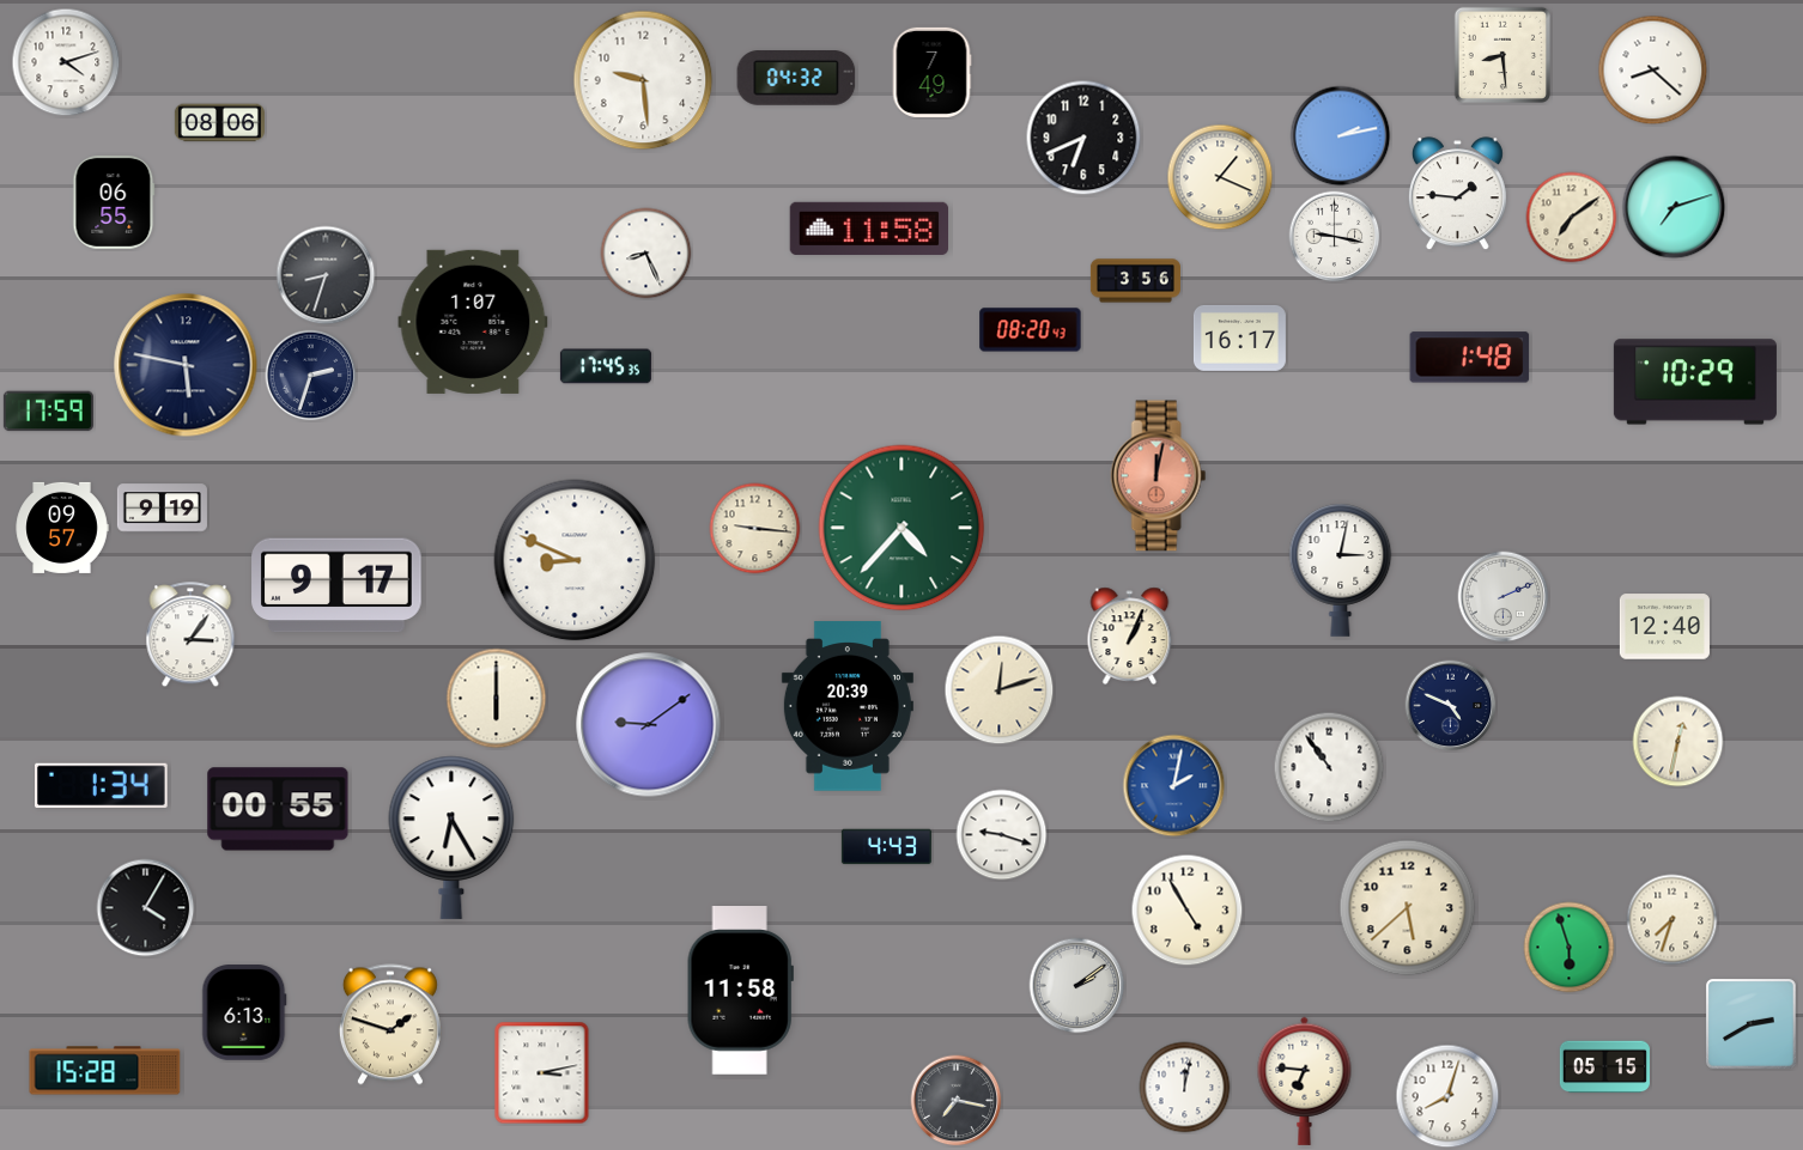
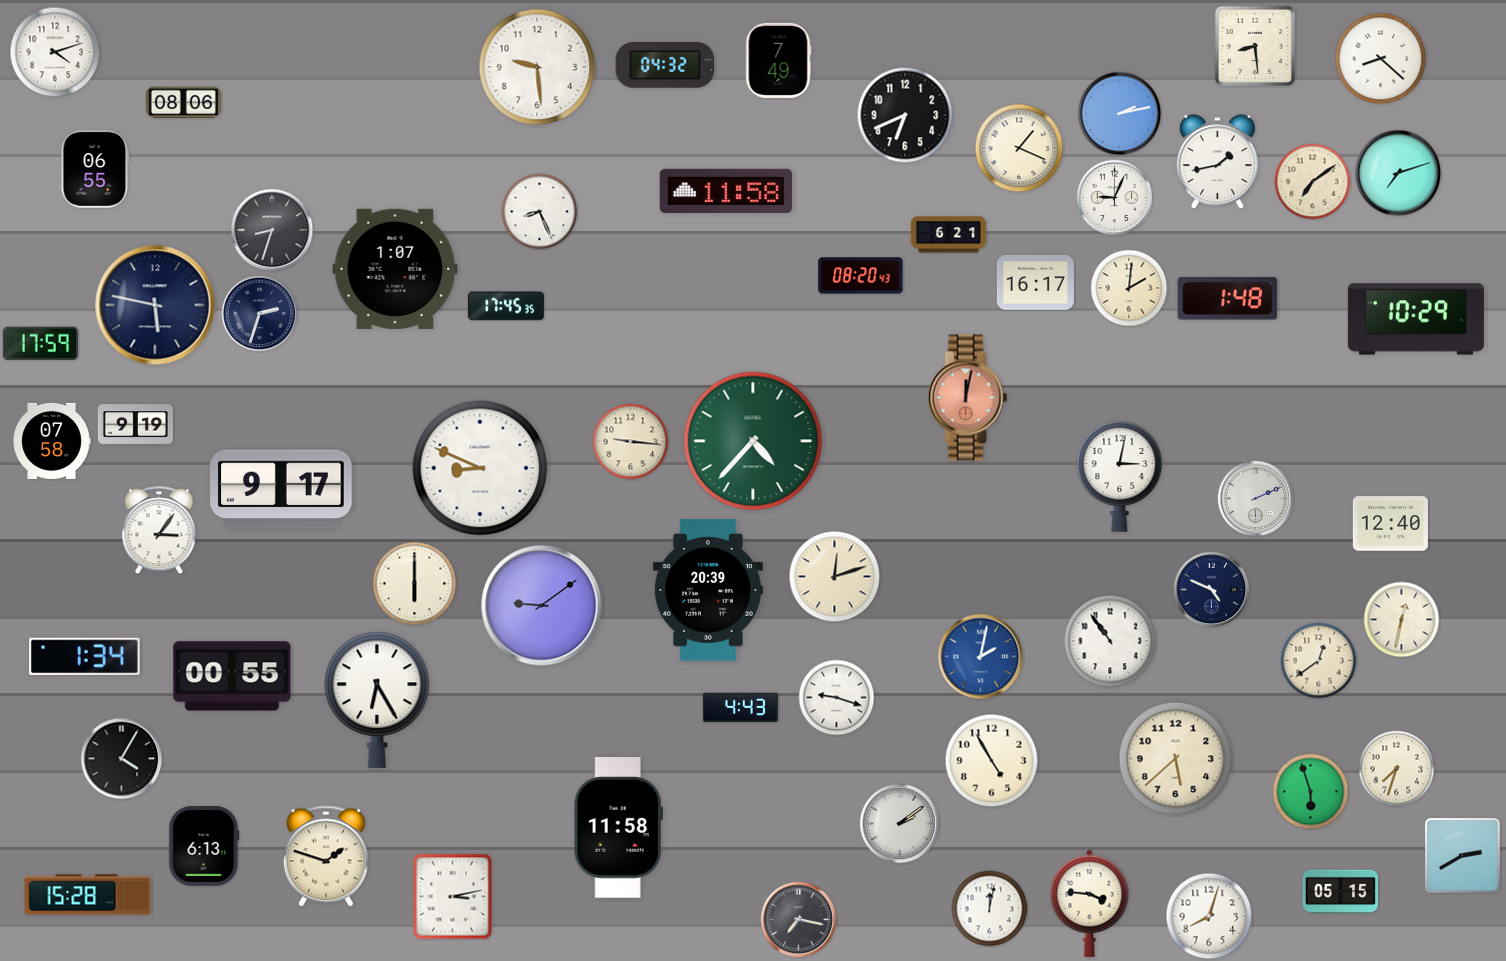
clock at (1457, 194): 1:46 -> 1:43
clock at (1335, 237): 9:17 -> 9:04
clock at (1135, 281): 3:56 -> 6:21
clock at (1129, 288): none -> 2:01
clock at (62, 528): 09:57 -> 07:58
clock at (1130, 637): 1:04 -> none
clock at (1319, 661): none -> 12:39
clock at (1305, 1081): 6:46 -> 3:46
